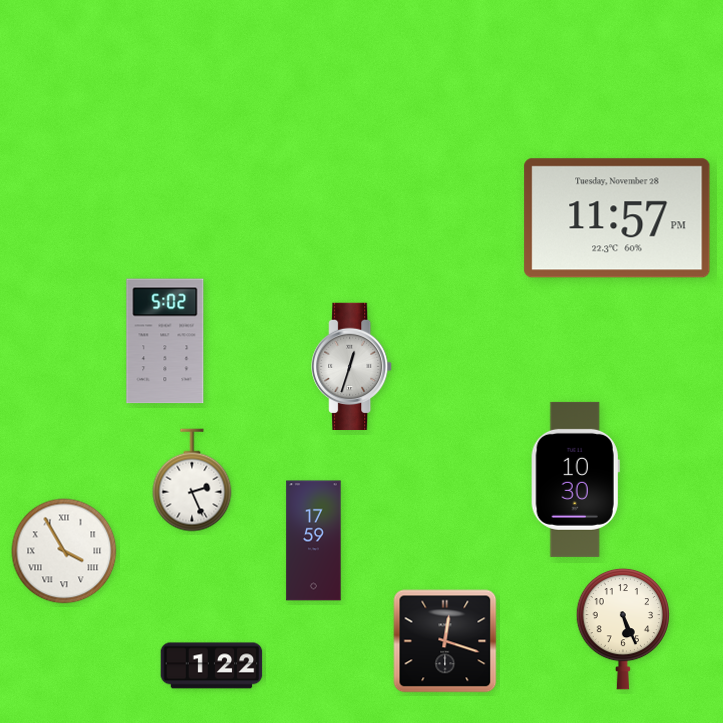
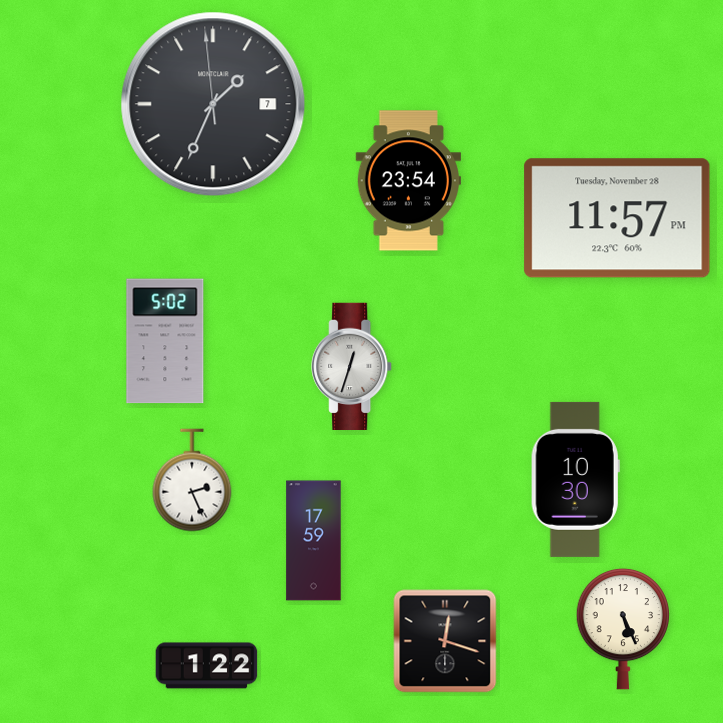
clock at (213, 104): none -> 1:33
clock at (408, 181): none -> 23:54
clock at (64, 551): 3:55 -> none
clock at (212, 666) position: (212, 666) -> (207, 666)
